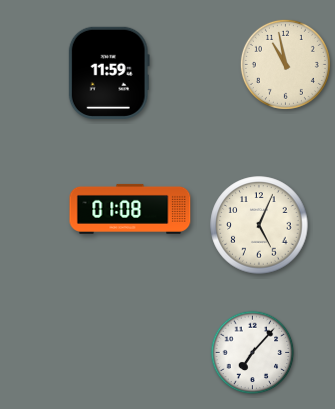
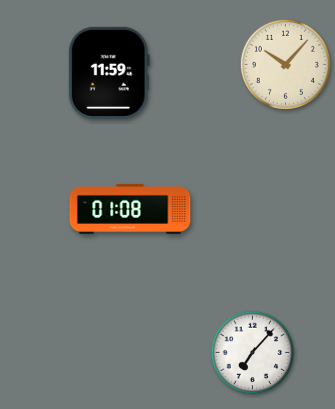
clock at (285, 64): 10:58 -> 10:07
clock at (259, 225): 5:04 -> none
